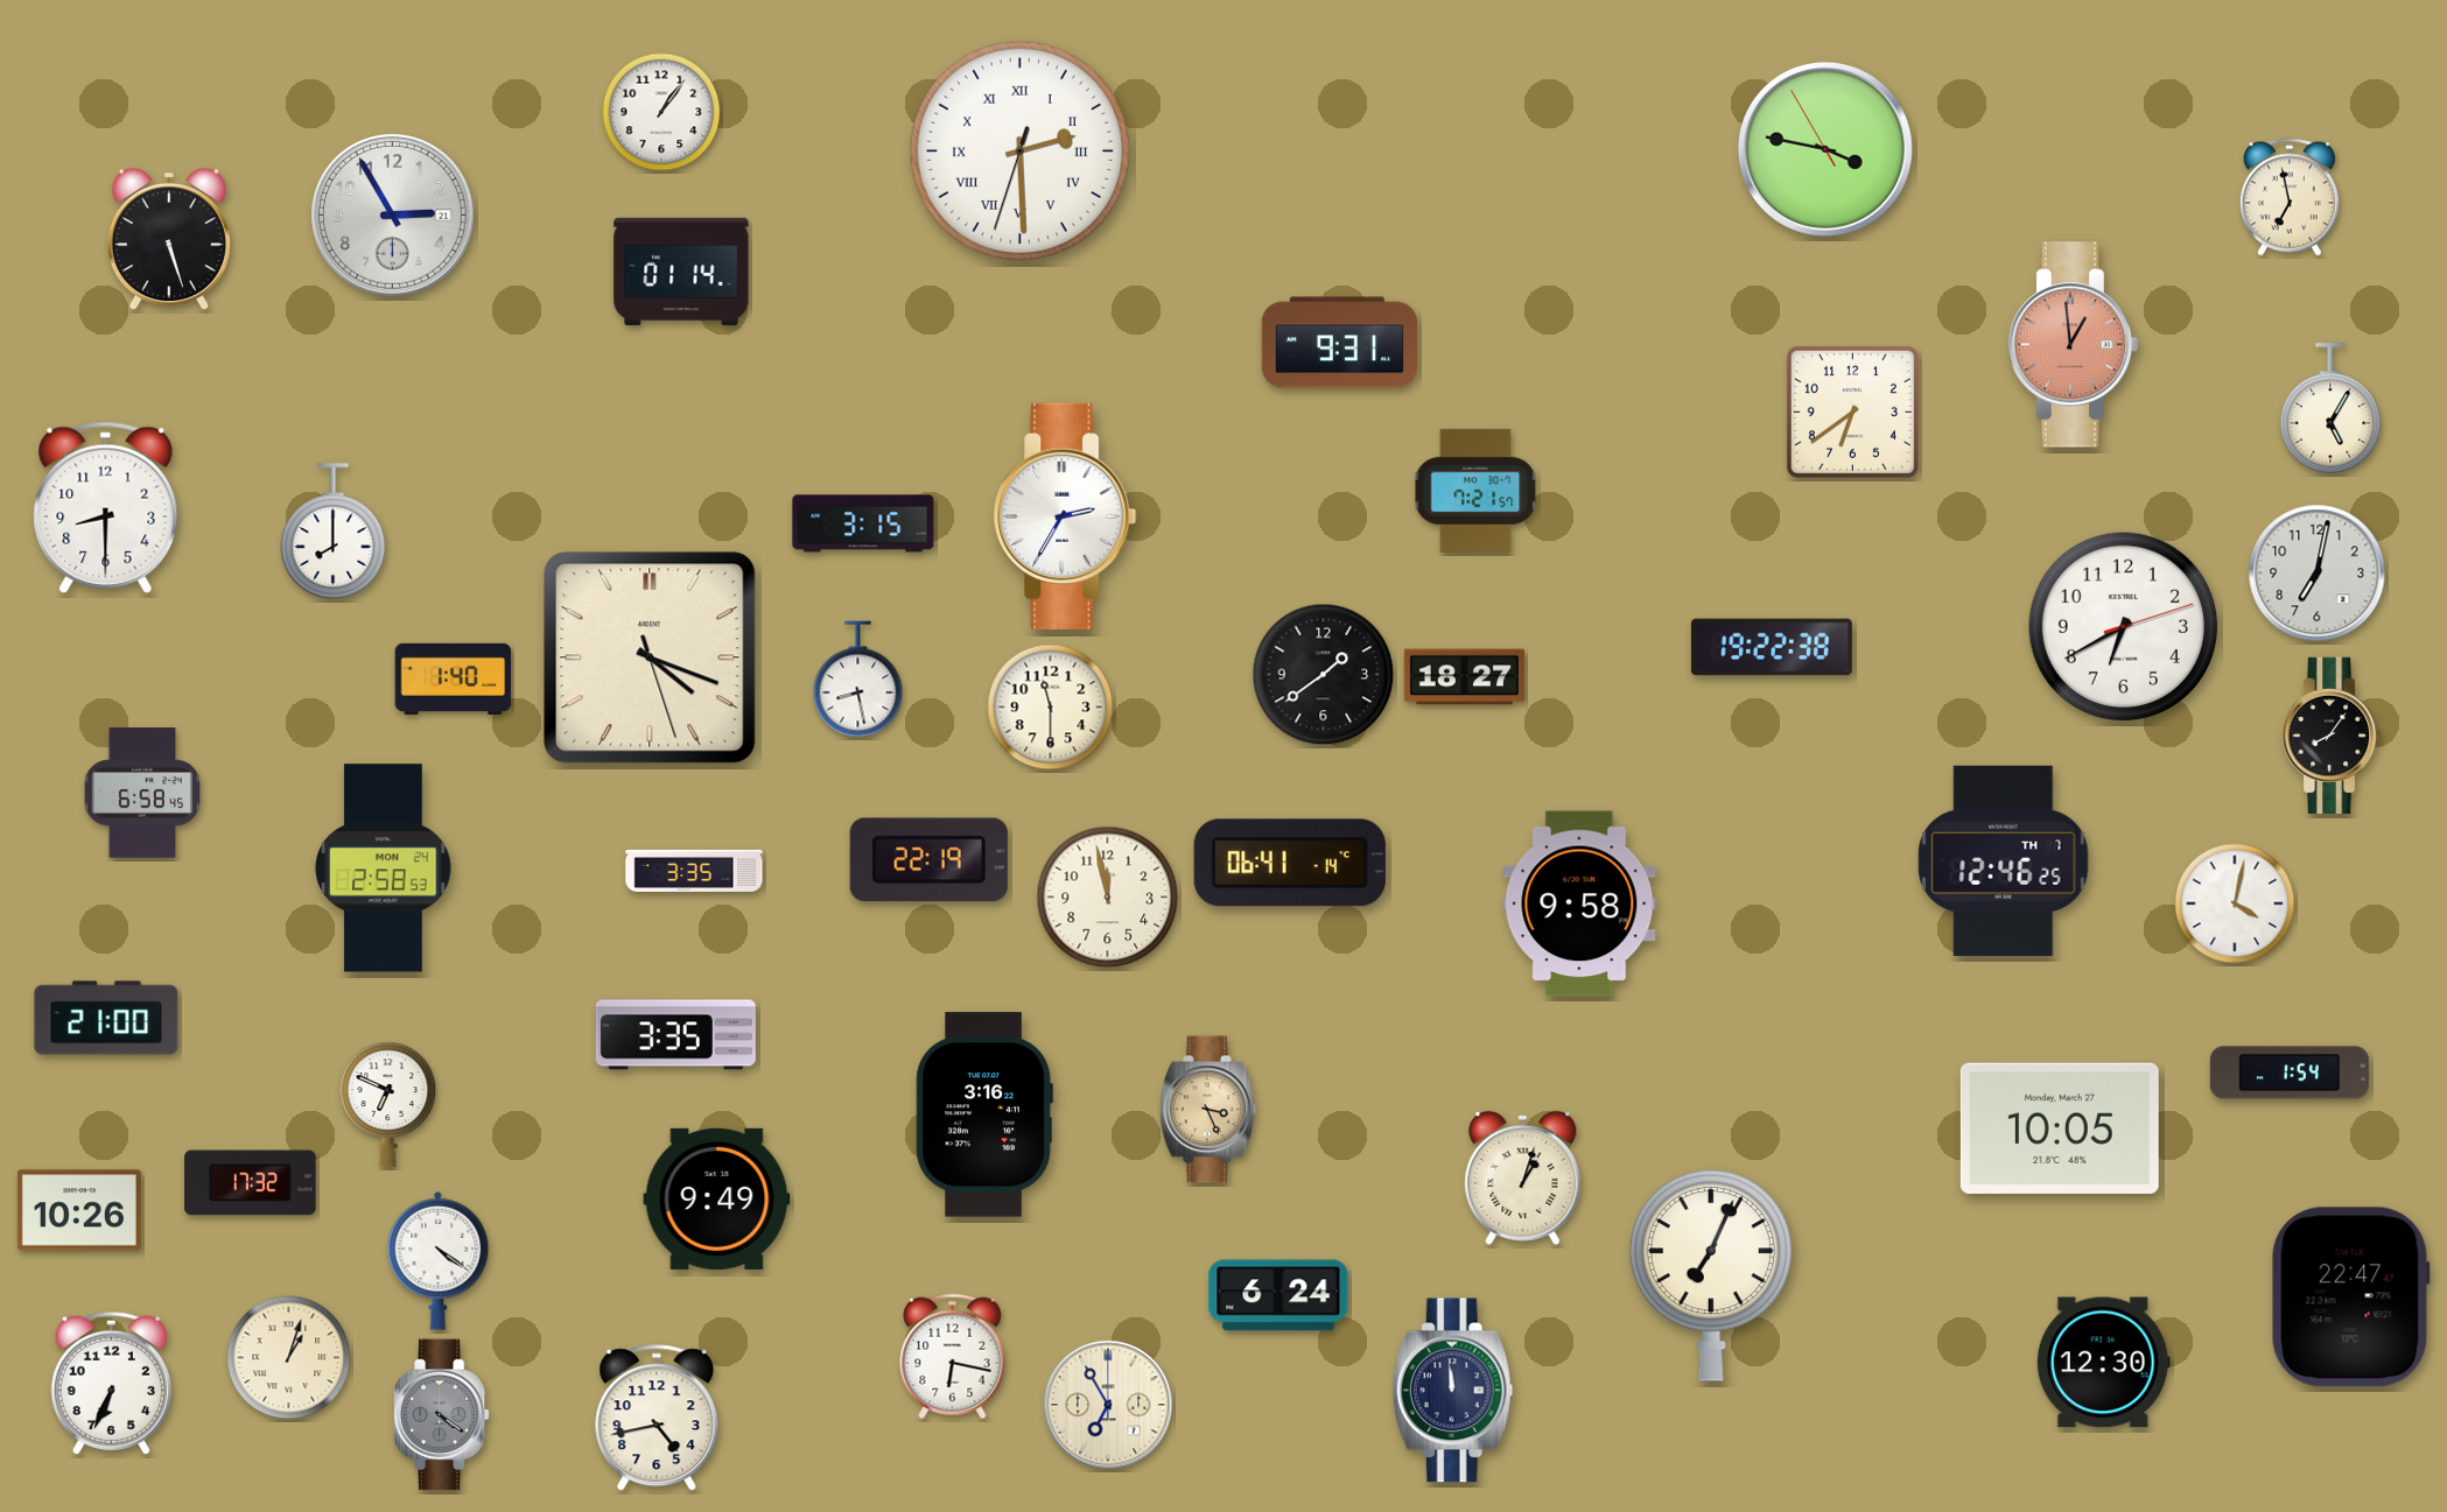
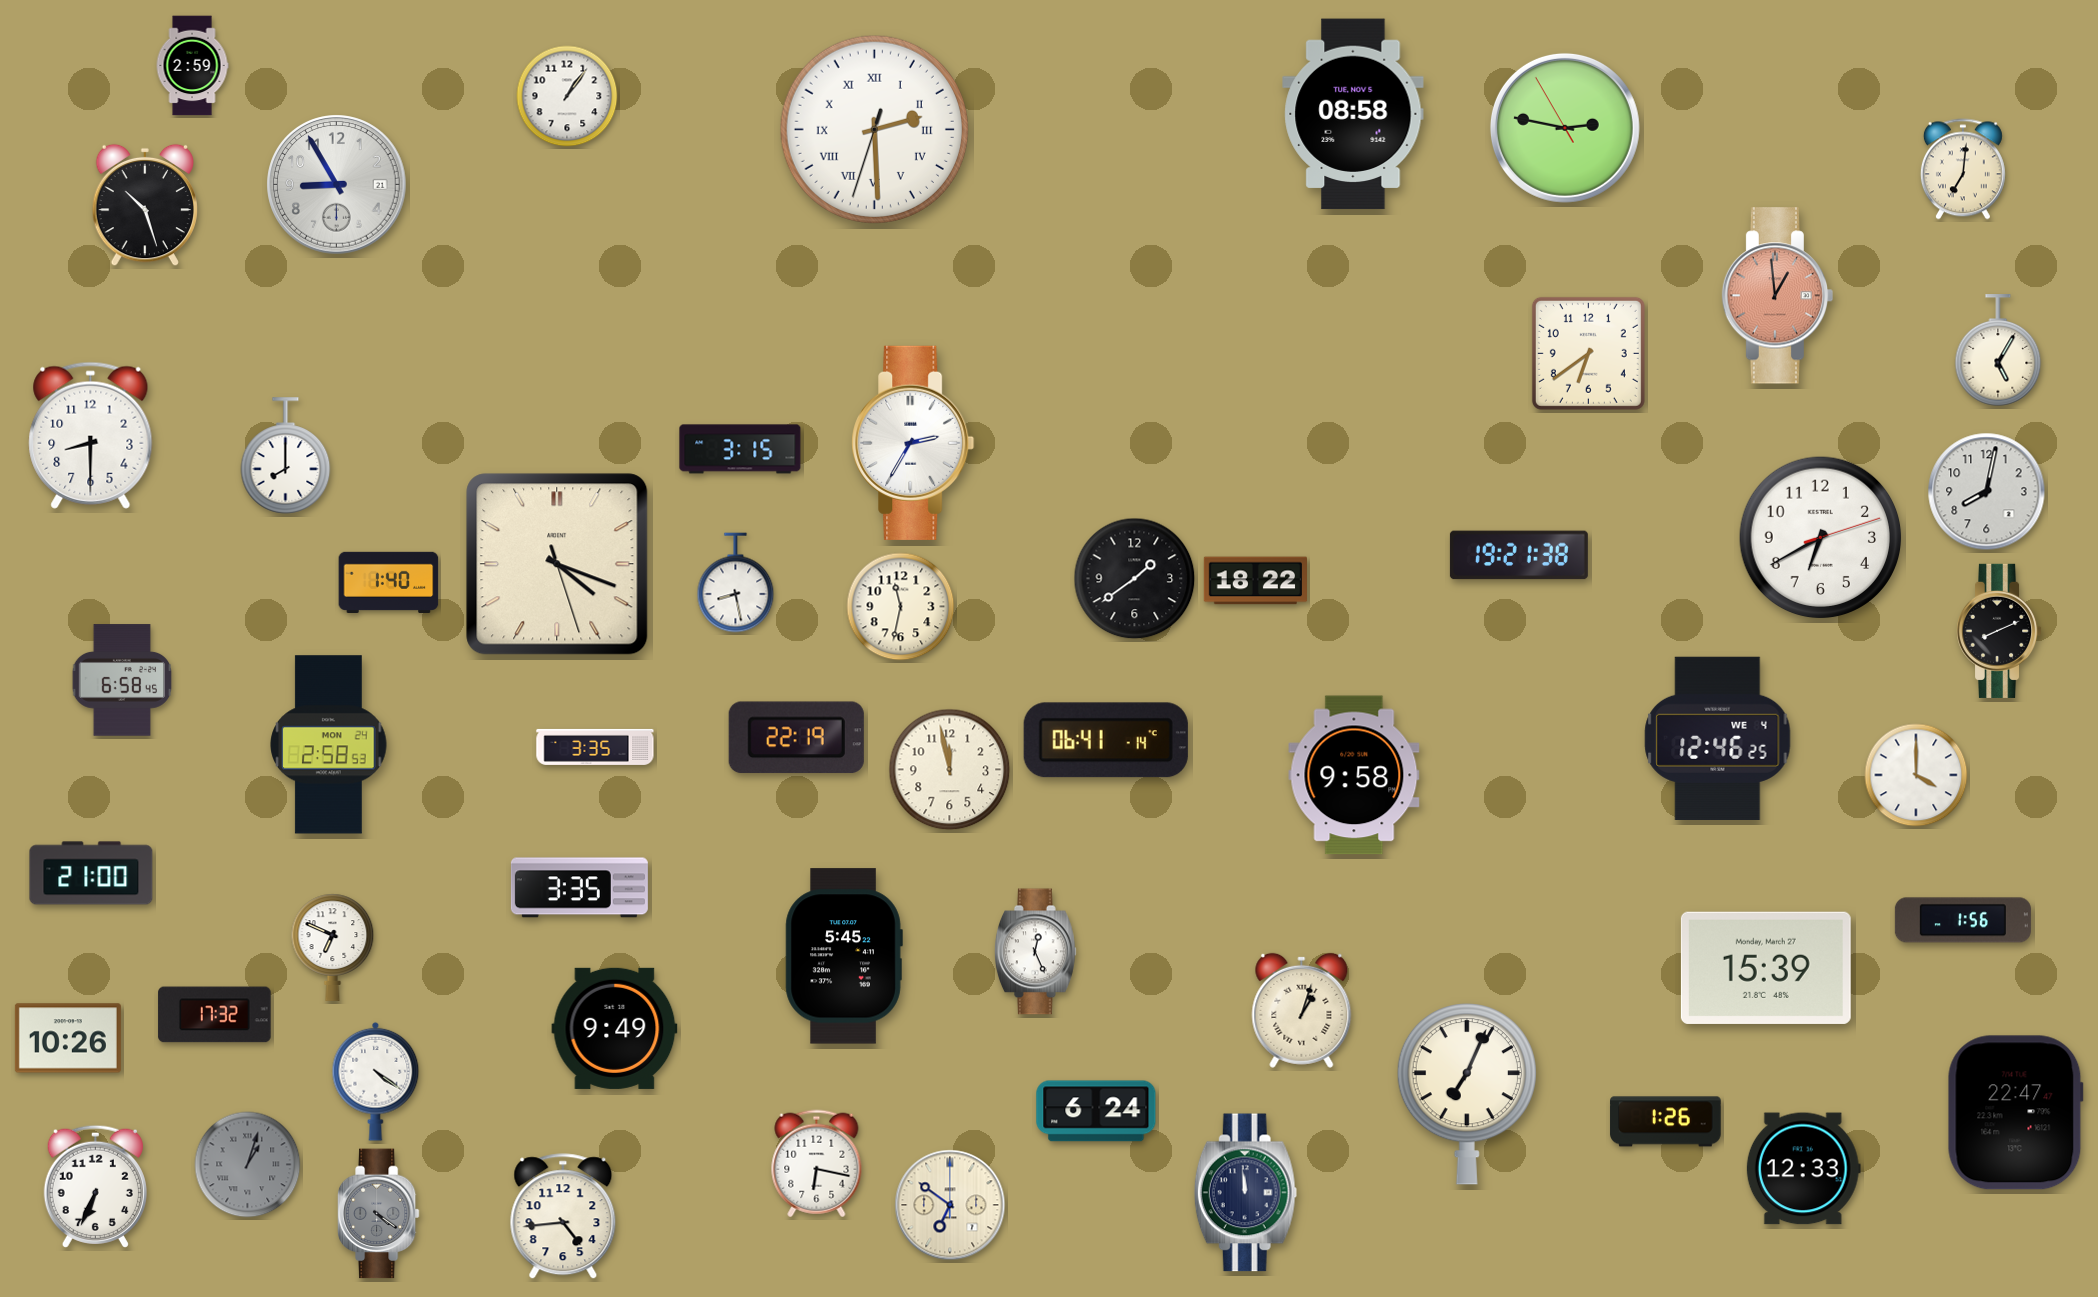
clock at (192, 66): none -> 2:59
clock at (1353, 114): none -> 08:58
clock at (1825, 149): 3:46 -> 2:46
clock at (2290, 197): 6:58 -> 7:01
clock at (393, 216): 2:55 -> 8:55
clock at (168, 239): 5:27 -> 10:27
clock at (681, 270): 01:14 -> none
clock at (1339, 343): 9:31 -> none
clock at (1475, 491): 7:21 -> none
clock at (2318, 574): 7:02 -> 8:02
clock at (1772, 647): 19:22 -> 19:21
clock at (1464, 677): 18:27 -> 18:22
clock at (1051, 708): 11:30 -> 11:32
clock at (2332, 736): 8:06 -> 8:11
clock at (2004, 860) date: TH 7 -> WE 4
clock at (2235, 903): 4:02 -> 4:00
clock at (2290, 1073): 1:54 -> 1:56
clock at (1207, 1110): 3:26 -> 12:26
clock at (1207, 1110) dial: champagne -> white
clock at (984, 1114): 3:16 -> 5:45
clock at (2060, 1128): 10:05 -> 15:39
clock at (1523, 1177) position: (1523, 1177) -> (1302, 1010)
clock at (1666, 1122): none -> 1:26
clock at (289, 1358) dial: cream -> grey
clock at (2103, 1363): 12:30 -> 12:33
clock at (1108, 1405): 6:55 -> 6:51
clock at (657, 1419): 4:43 -> 4:44
